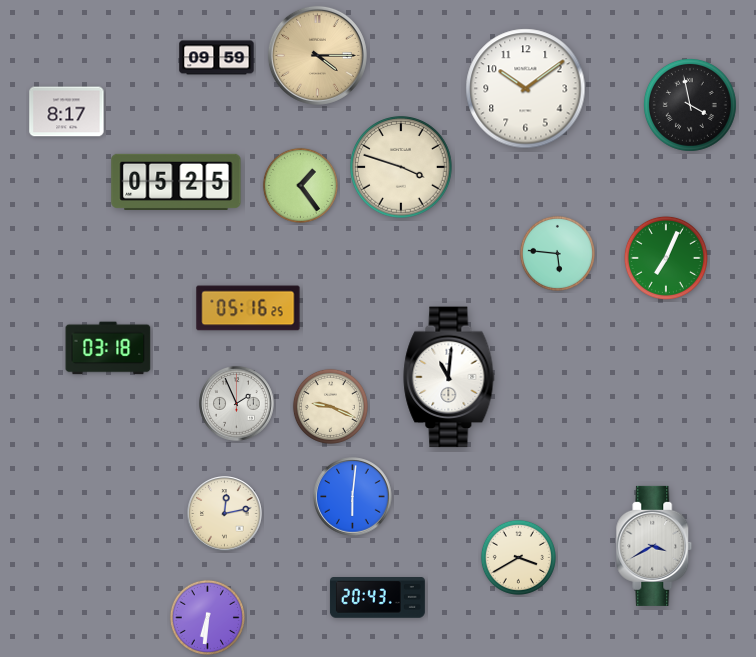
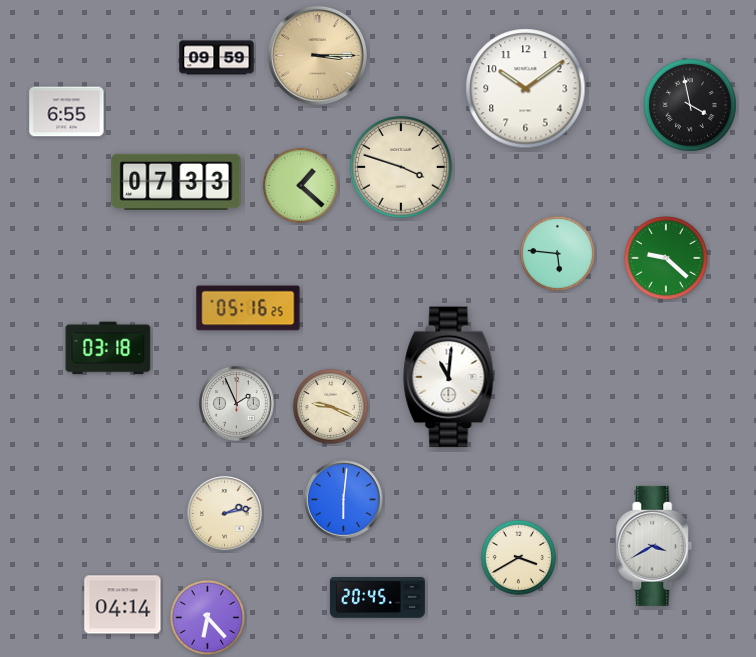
clock at (317, 55): 4:15 -> 3:15
clock at (67, 112): 8:17 -> 6:55
clock at (176, 182): 05:25 -> 07:33
clock at (300, 185): 1:24 -> 1:22
clock at (666, 258): 7:04 -> 9:22
clock at (353, 497) position: (353, 497) -> (344, 500)
clock at (225, 514): 12:13 -> 2:13
clock at (377, 598): 20:43 -> 20:45
clock at (123, 605): none -> 04:14
clock at (207, 617): 6:31 -> 6:23
